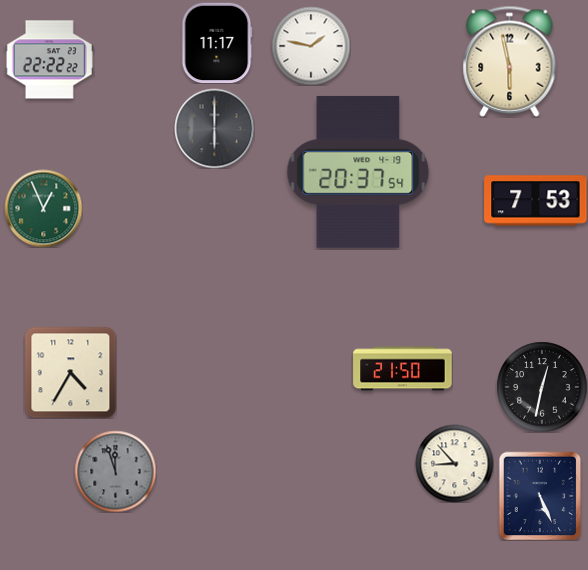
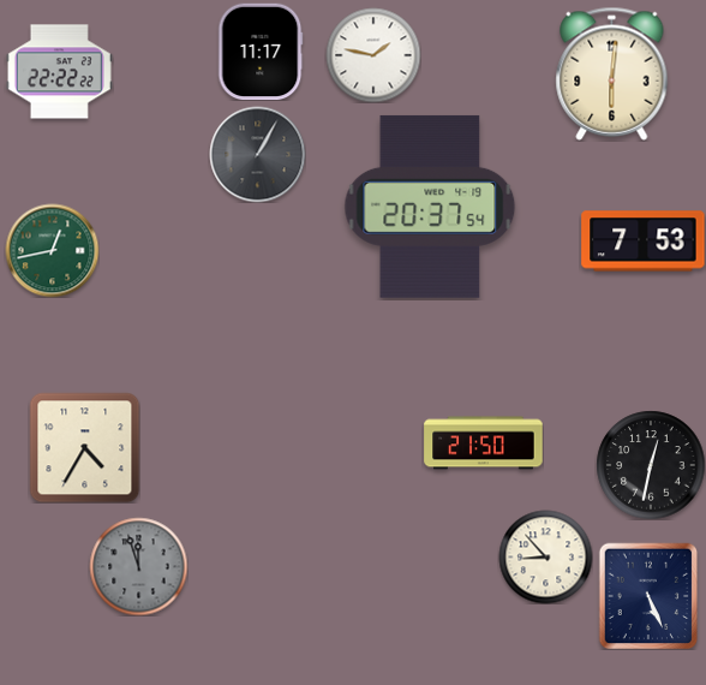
clock at (510, 61): 5:58 -> 6:01
clock at (214, 128): 6:00 -> 1:05
clock at (43, 208): 12:56 -> 12:43
